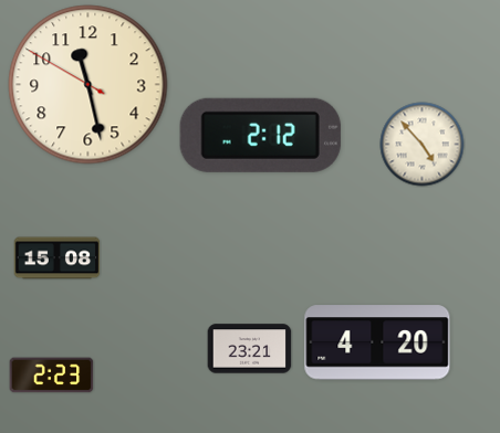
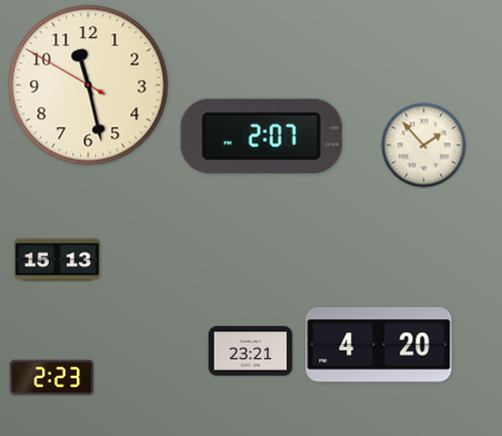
clock at (260, 135): 2:12 -> 2:07
clock at (423, 145): 4:53 -> 1:53
clock at (58, 258): 15:08 -> 15:13
